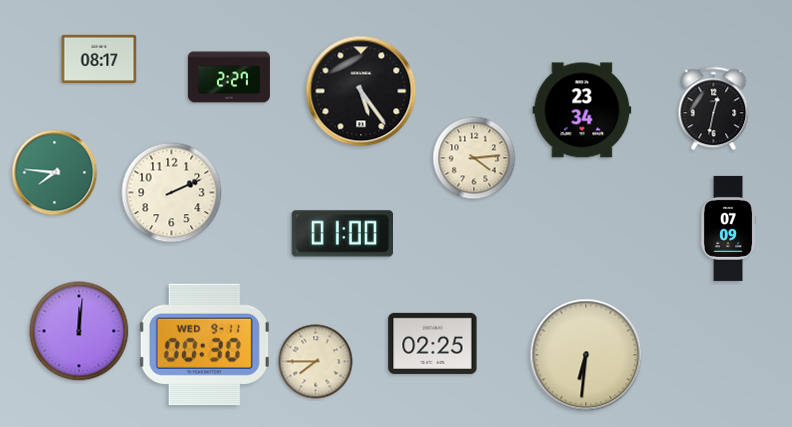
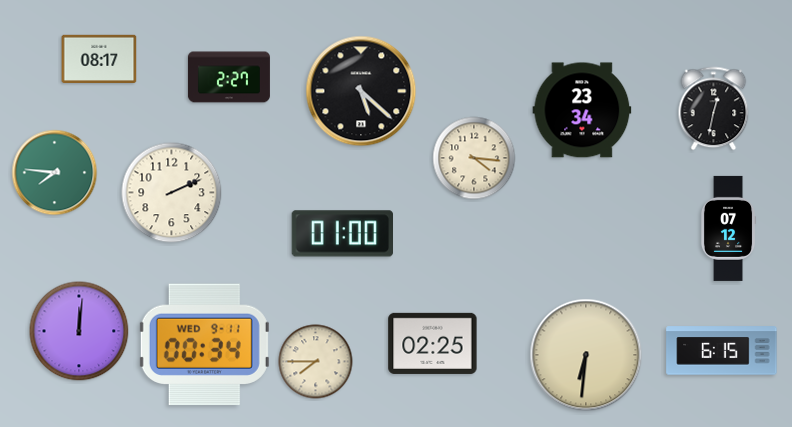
clock at (361, 91): 5:24 -> 5:22
clock at (474, 158): 4:14 -> 4:16
clock at (728, 228): 07:09 -> 07:12
clock at (204, 345): 00:30 -> 00:34
clock at (722, 351): none -> 6:15
